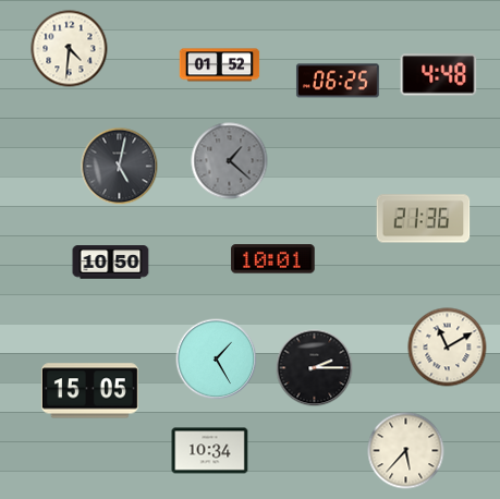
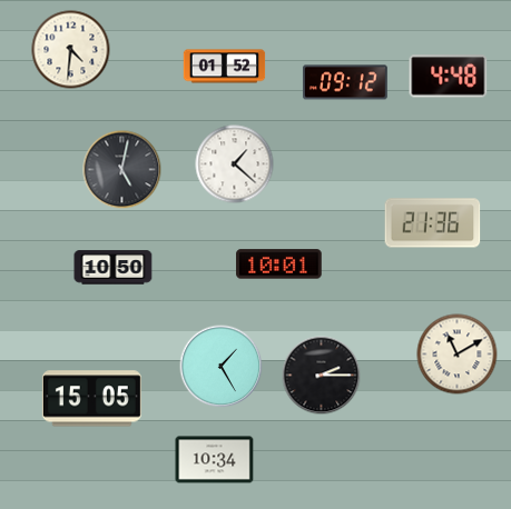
clock at (338, 81): 06:25 -> 09:12
clock at (230, 161) dial: grey -> white
clock at (406, 451): 5:37 -> none
